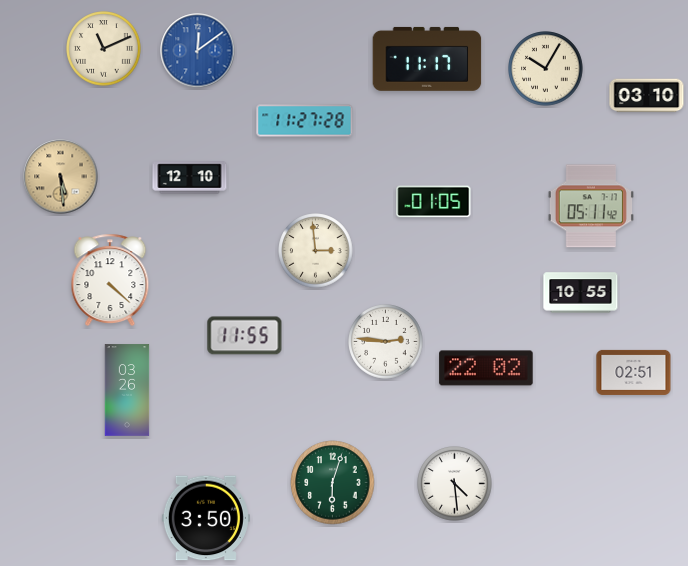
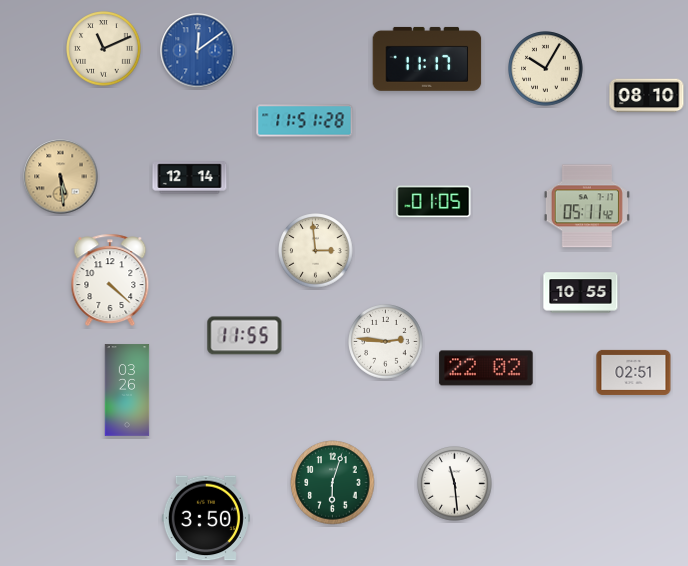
clock at (647, 96): 03:10 -> 08:10
clock at (305, 121): 11:27 -> 11:51
clock at (190, 178): 12:10 -> 12:14
clock at (591, 206) position: (591, 206) -> (587, 206)
clock at (455, 484): 4:29 -> 11:29
